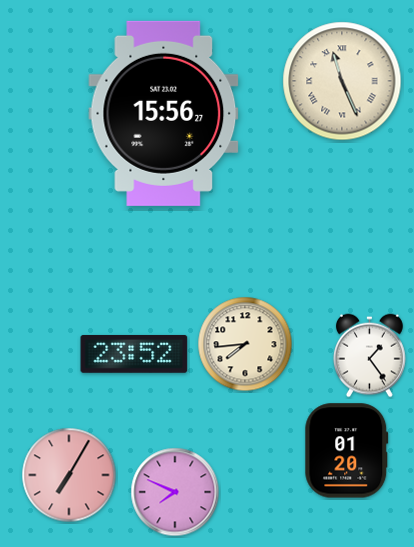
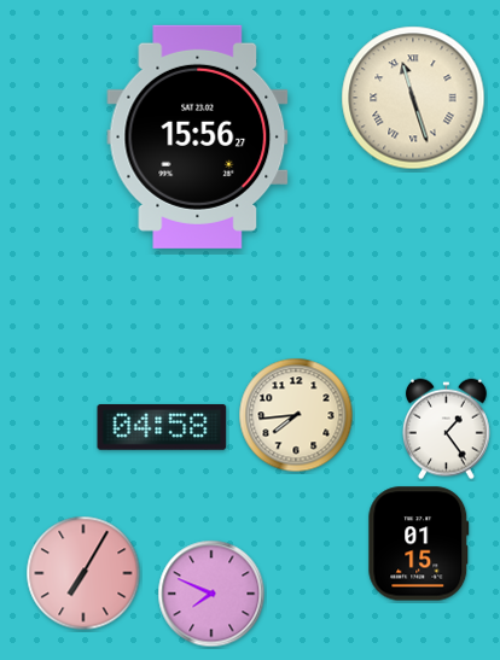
clock at (342, 81): 11:26 -> 11:27
clock at (134, 354): 23:52 -> 04:58
clock at (347, 451): 01:20 -> 01:15
